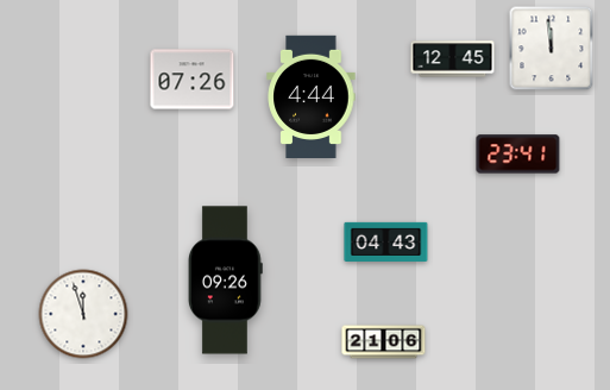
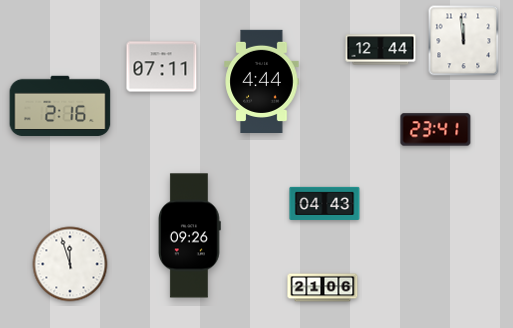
clock at (453, 59): 12:45 -> 12:44
clock at (193, 80): 07:26 -> 07:11
clock at (60, 106): none -> 2:16
